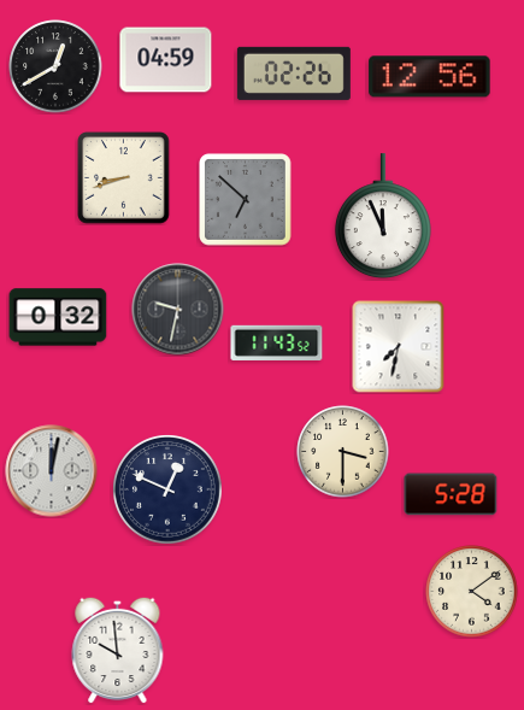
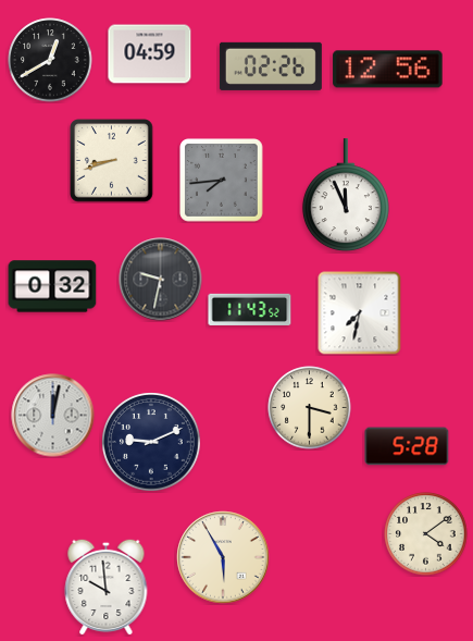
clock at (294, 74) position: (294, 74) -> (271, 66)
clock at (246, 200): 6:52 -> 7:44
clock at (52, 471) position: (52, 471) -> (53, 416)
clock at (167, 489): 12:49 -> 9:11
clock at (223, 557): none -> 5:55
